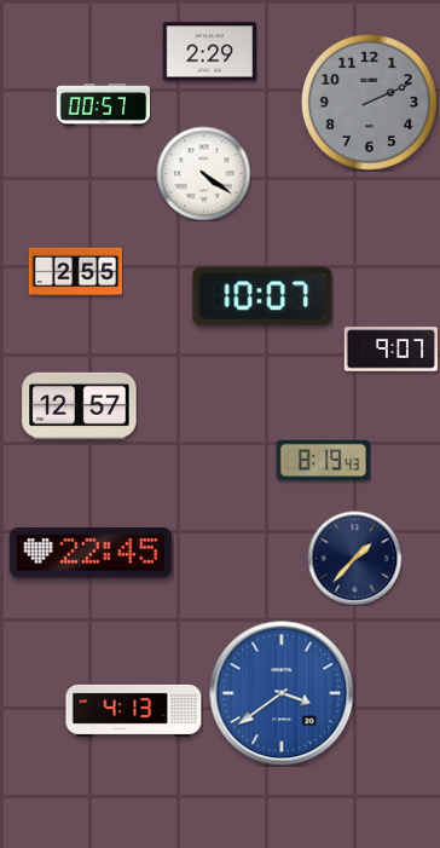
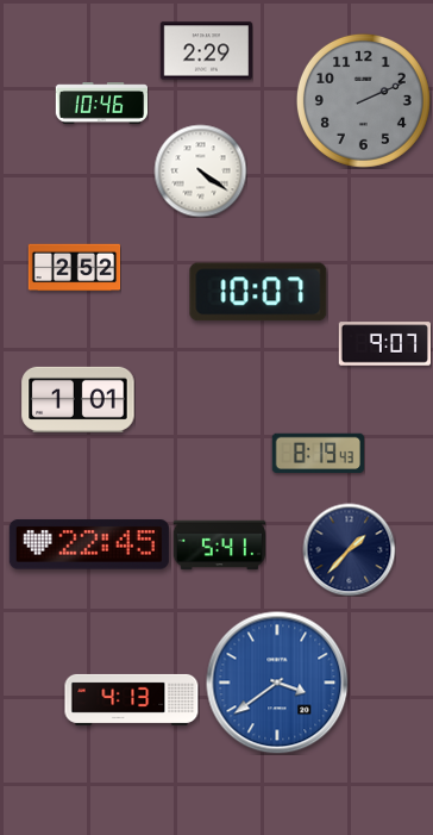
clock at (103, 105): 00:57 -> 10:46
clock at (75, 272): 2:55 -> 2:52
clock at (80, 405): 12:57 -> 1:01
clock at (219, 546): none -> 5:41
